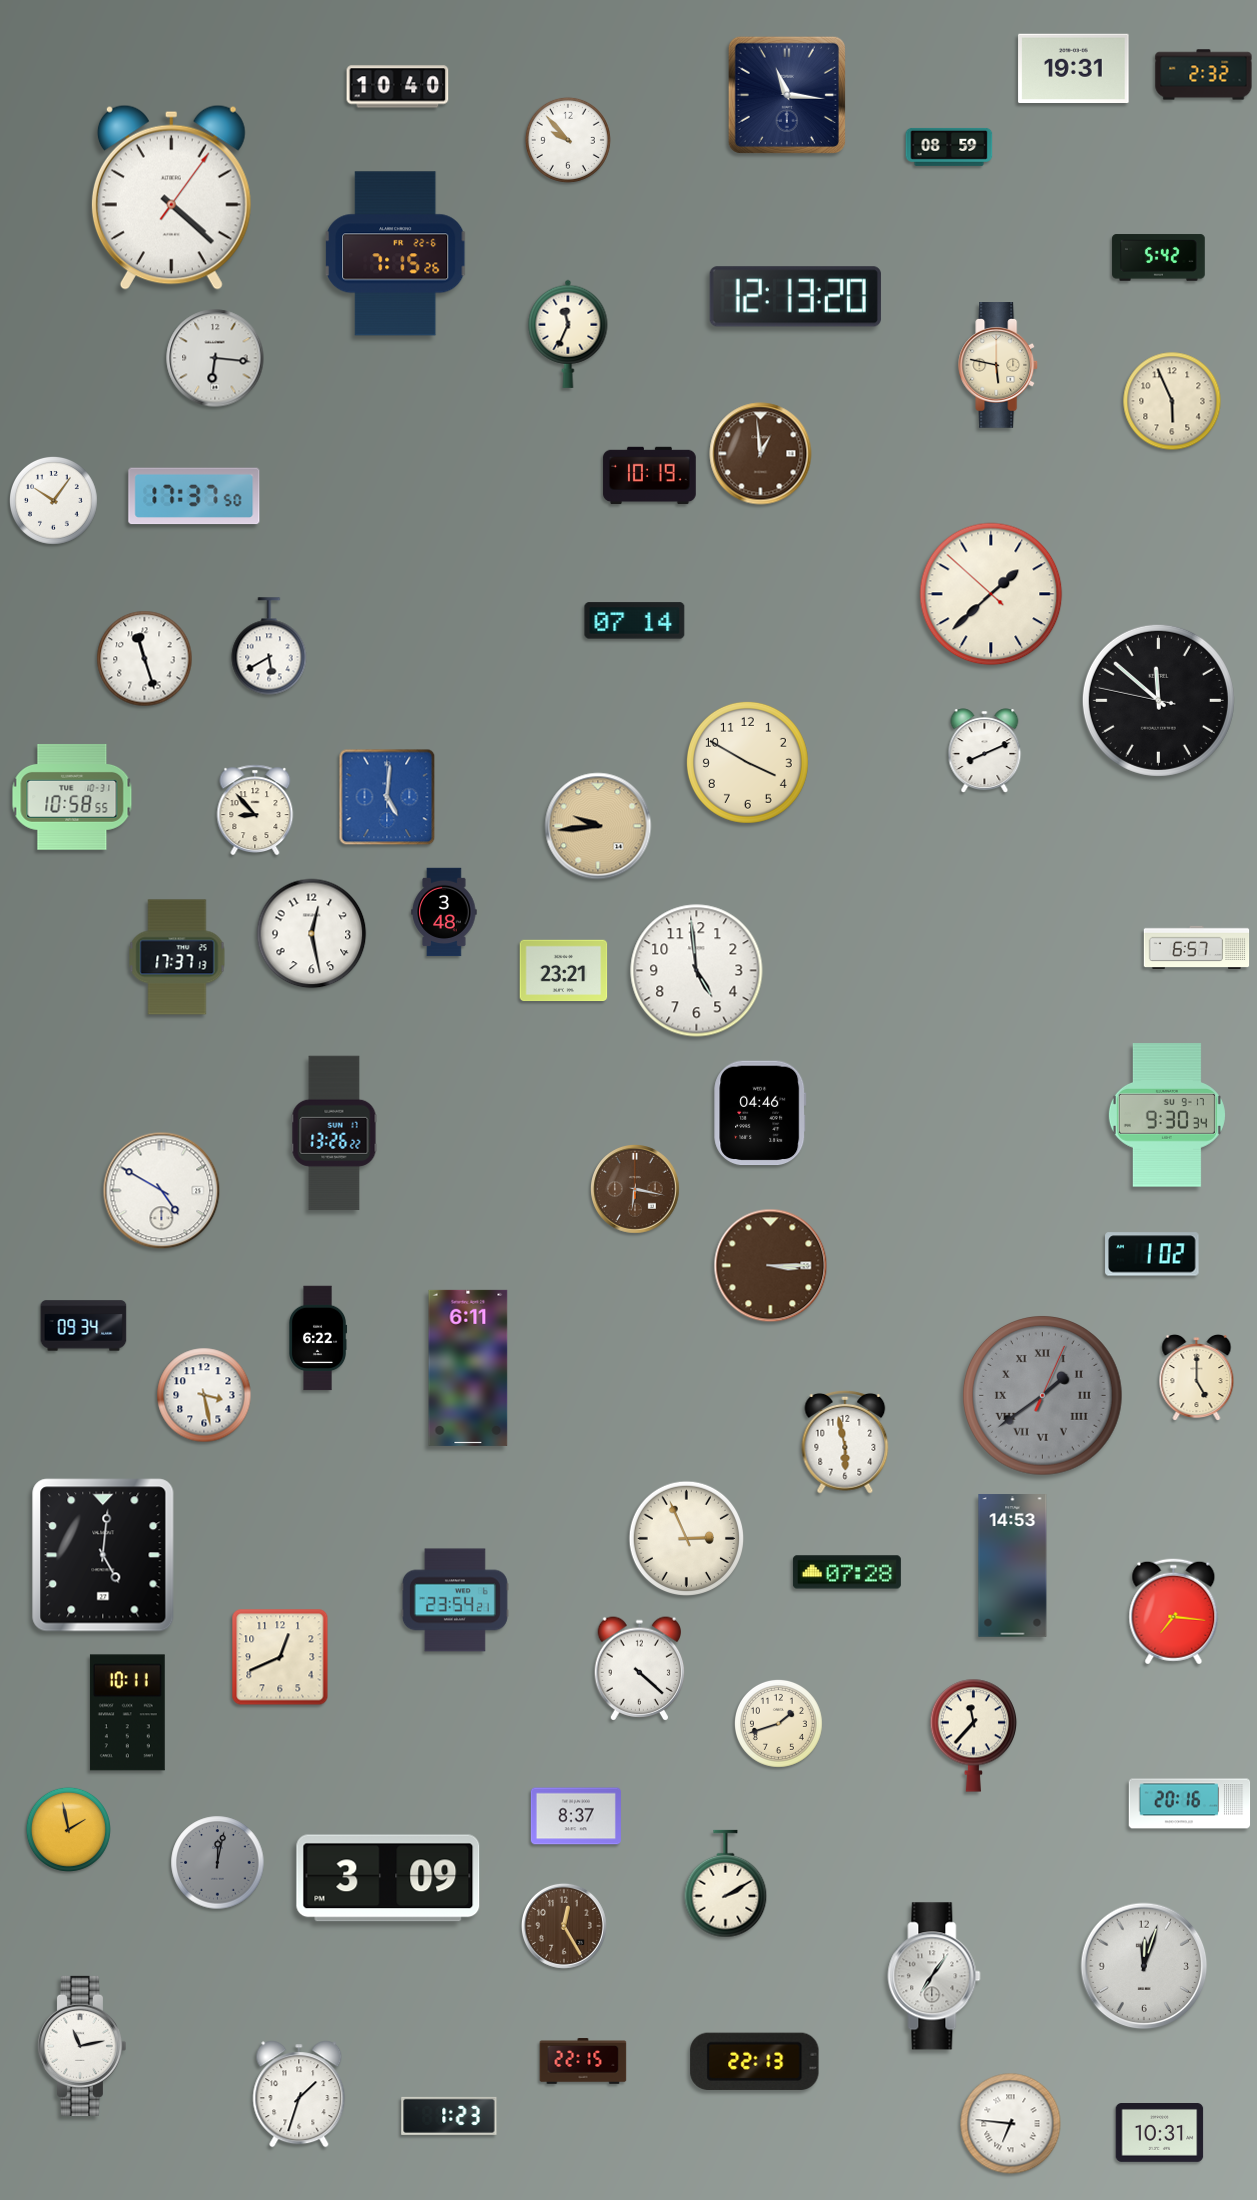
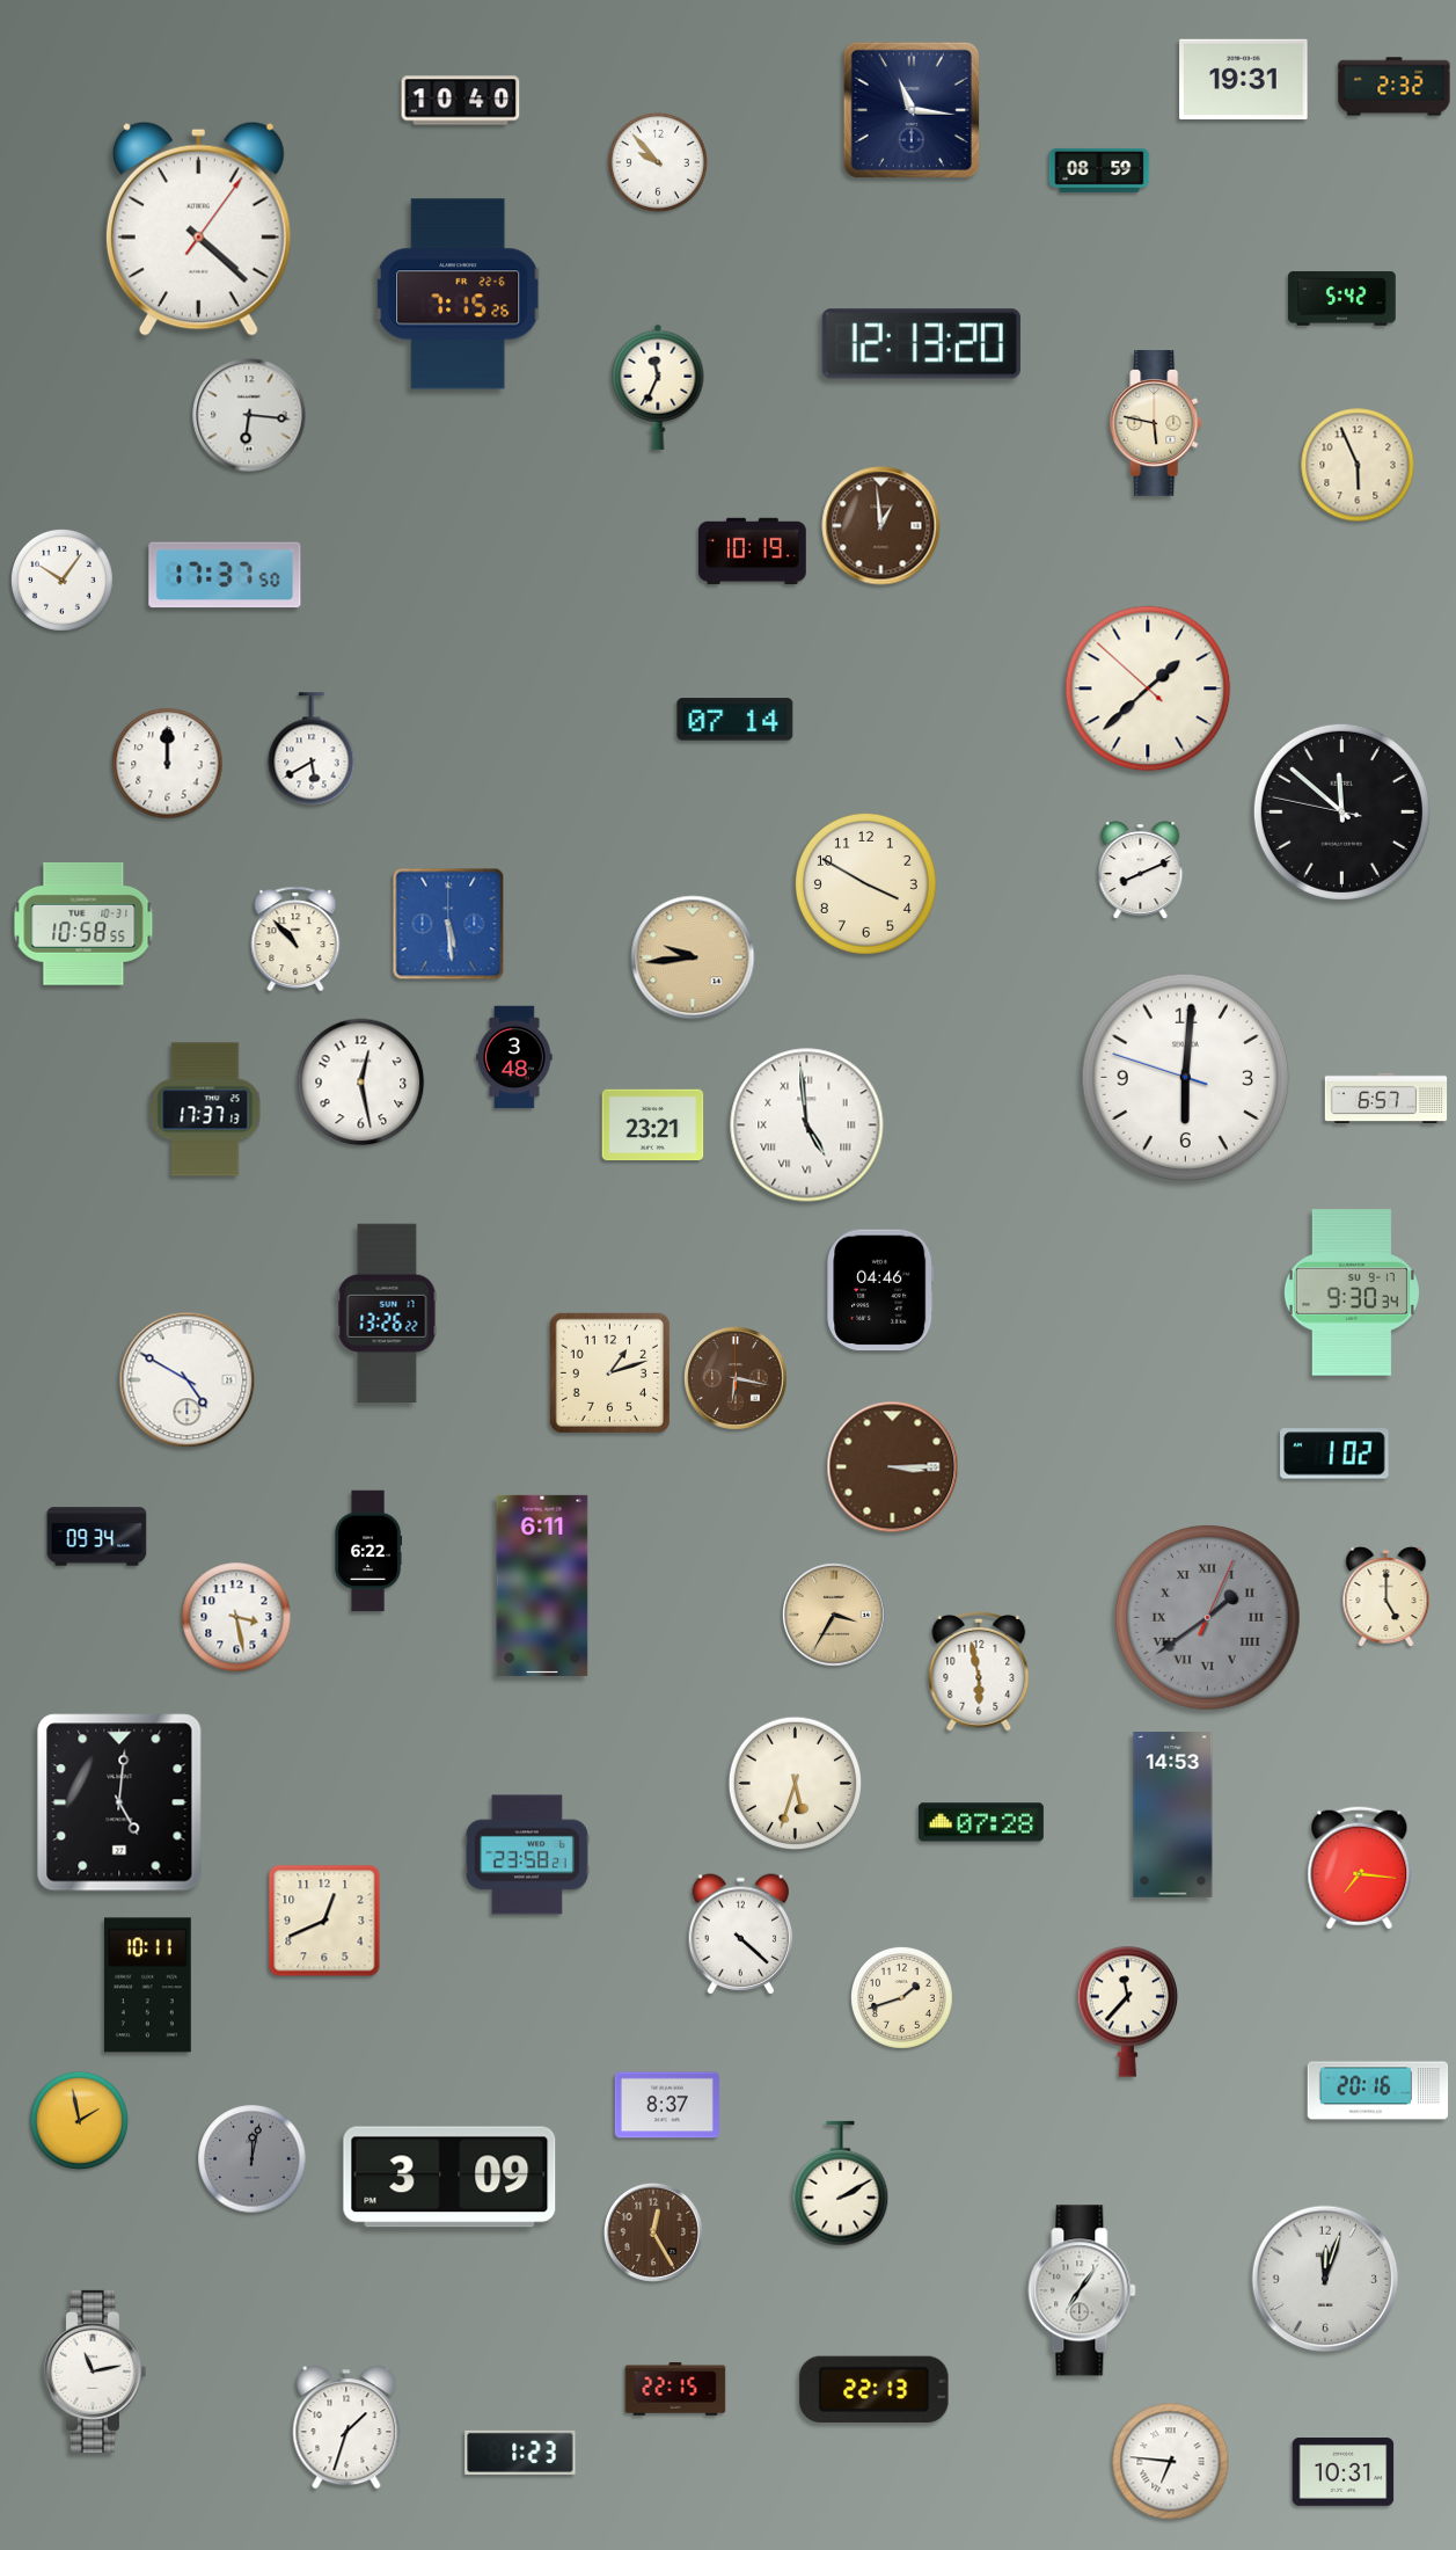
clock at (145, 659): 11:27 -> 12:00
clock at (387, 797): 5:01 -> 5:29
clock at (255, 810): 8:53 -> 10:53
clock at (1186, 1078): none -> 6:00
clock at (697, 971) numerals: Arabic -> Roman
clock at (609, 1372): none -> 1:12
clock at (835, 1616): none -> 3:35
clock at (686, 1538): 2:56 -> 5:33
clock at (455, 1600): 23:54 -> 23:58
